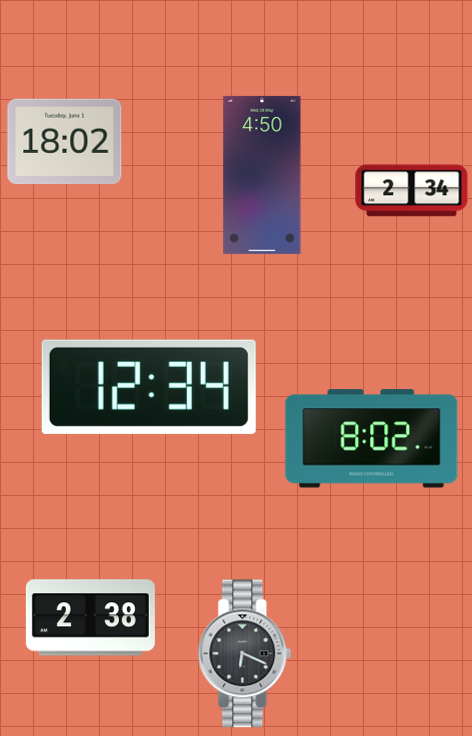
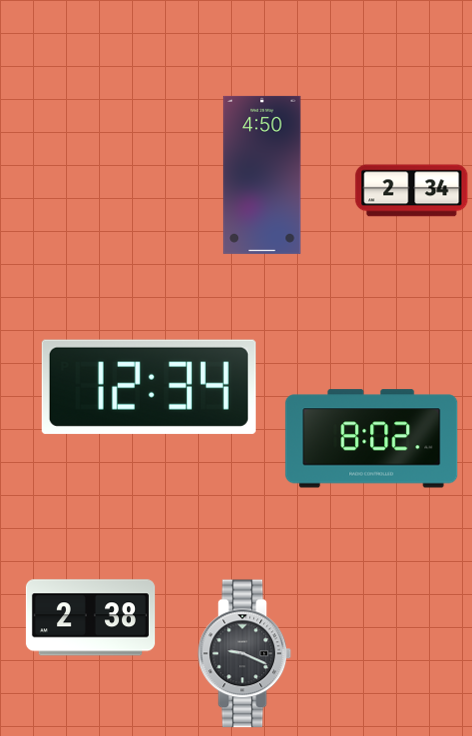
clock at (65, 142): 18:02 -> none
clock at (245, 654): 6:19 -> 9:19
